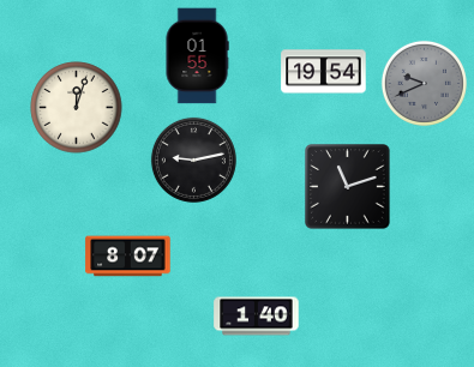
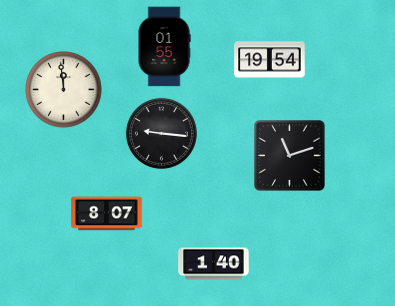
clock at (424, 83): 9:41 -> none
clock at (77, 108): 12:03 -> 11:59
clock at (193, 160): 9:13 -> 9:16
